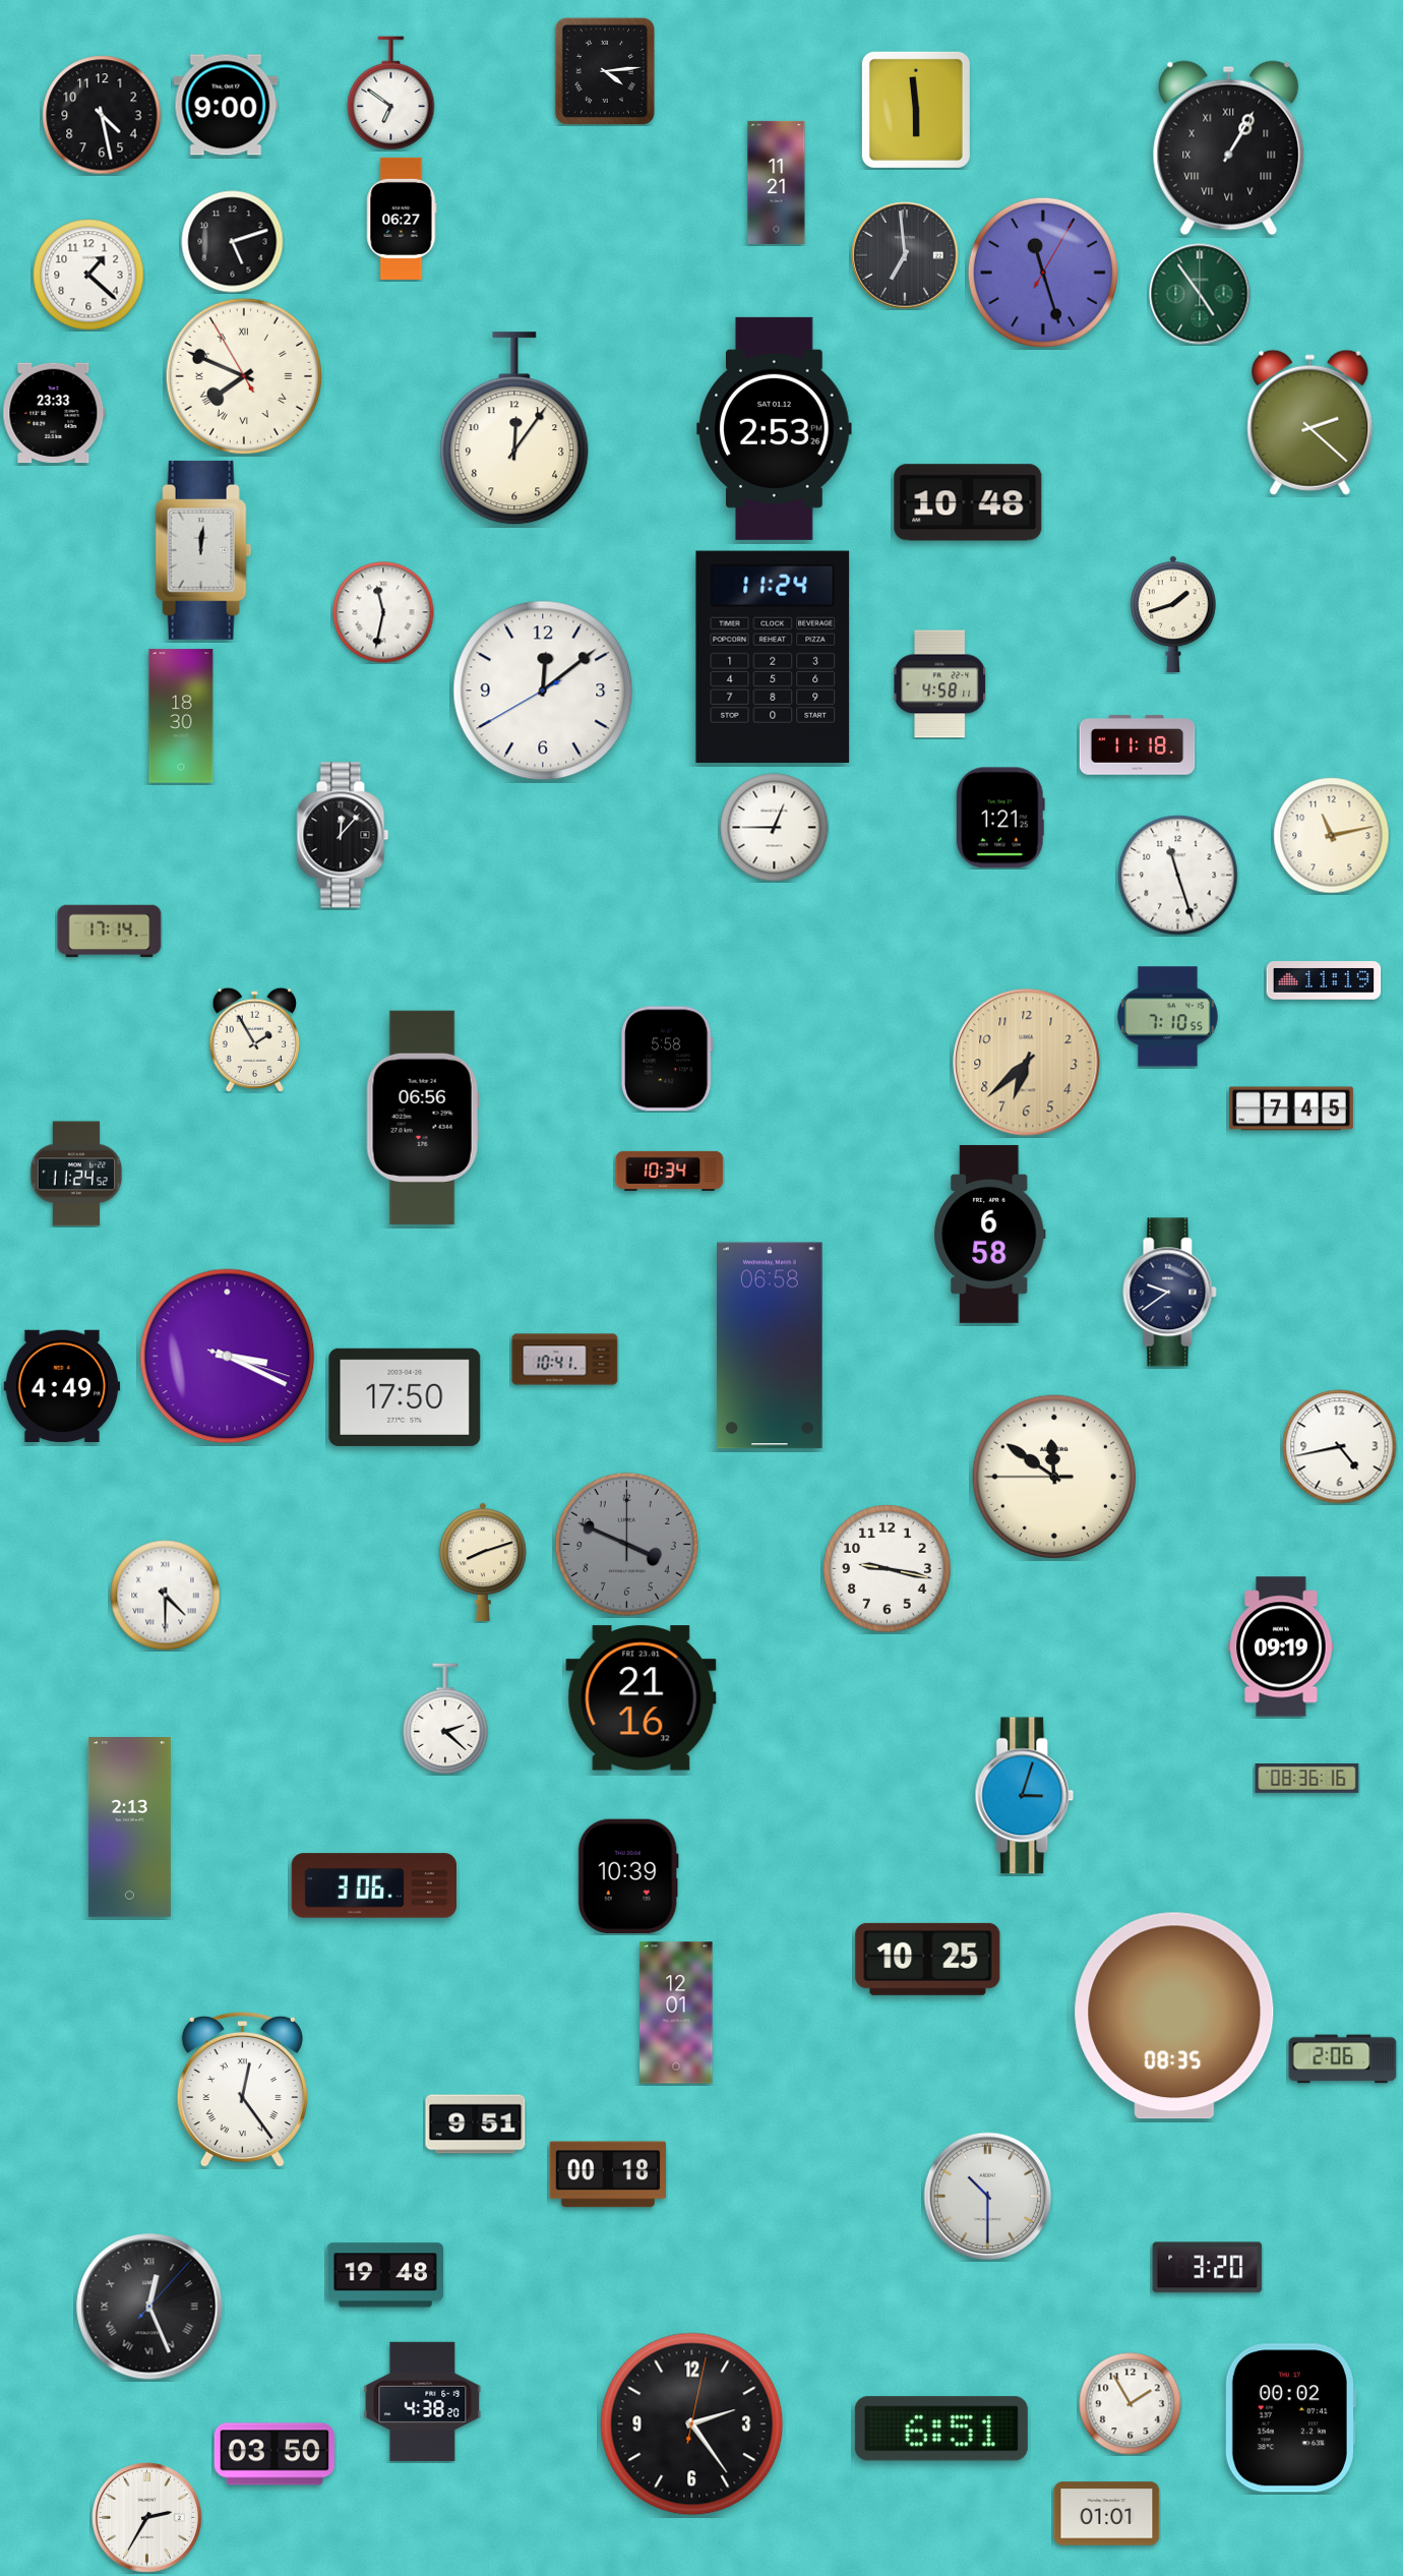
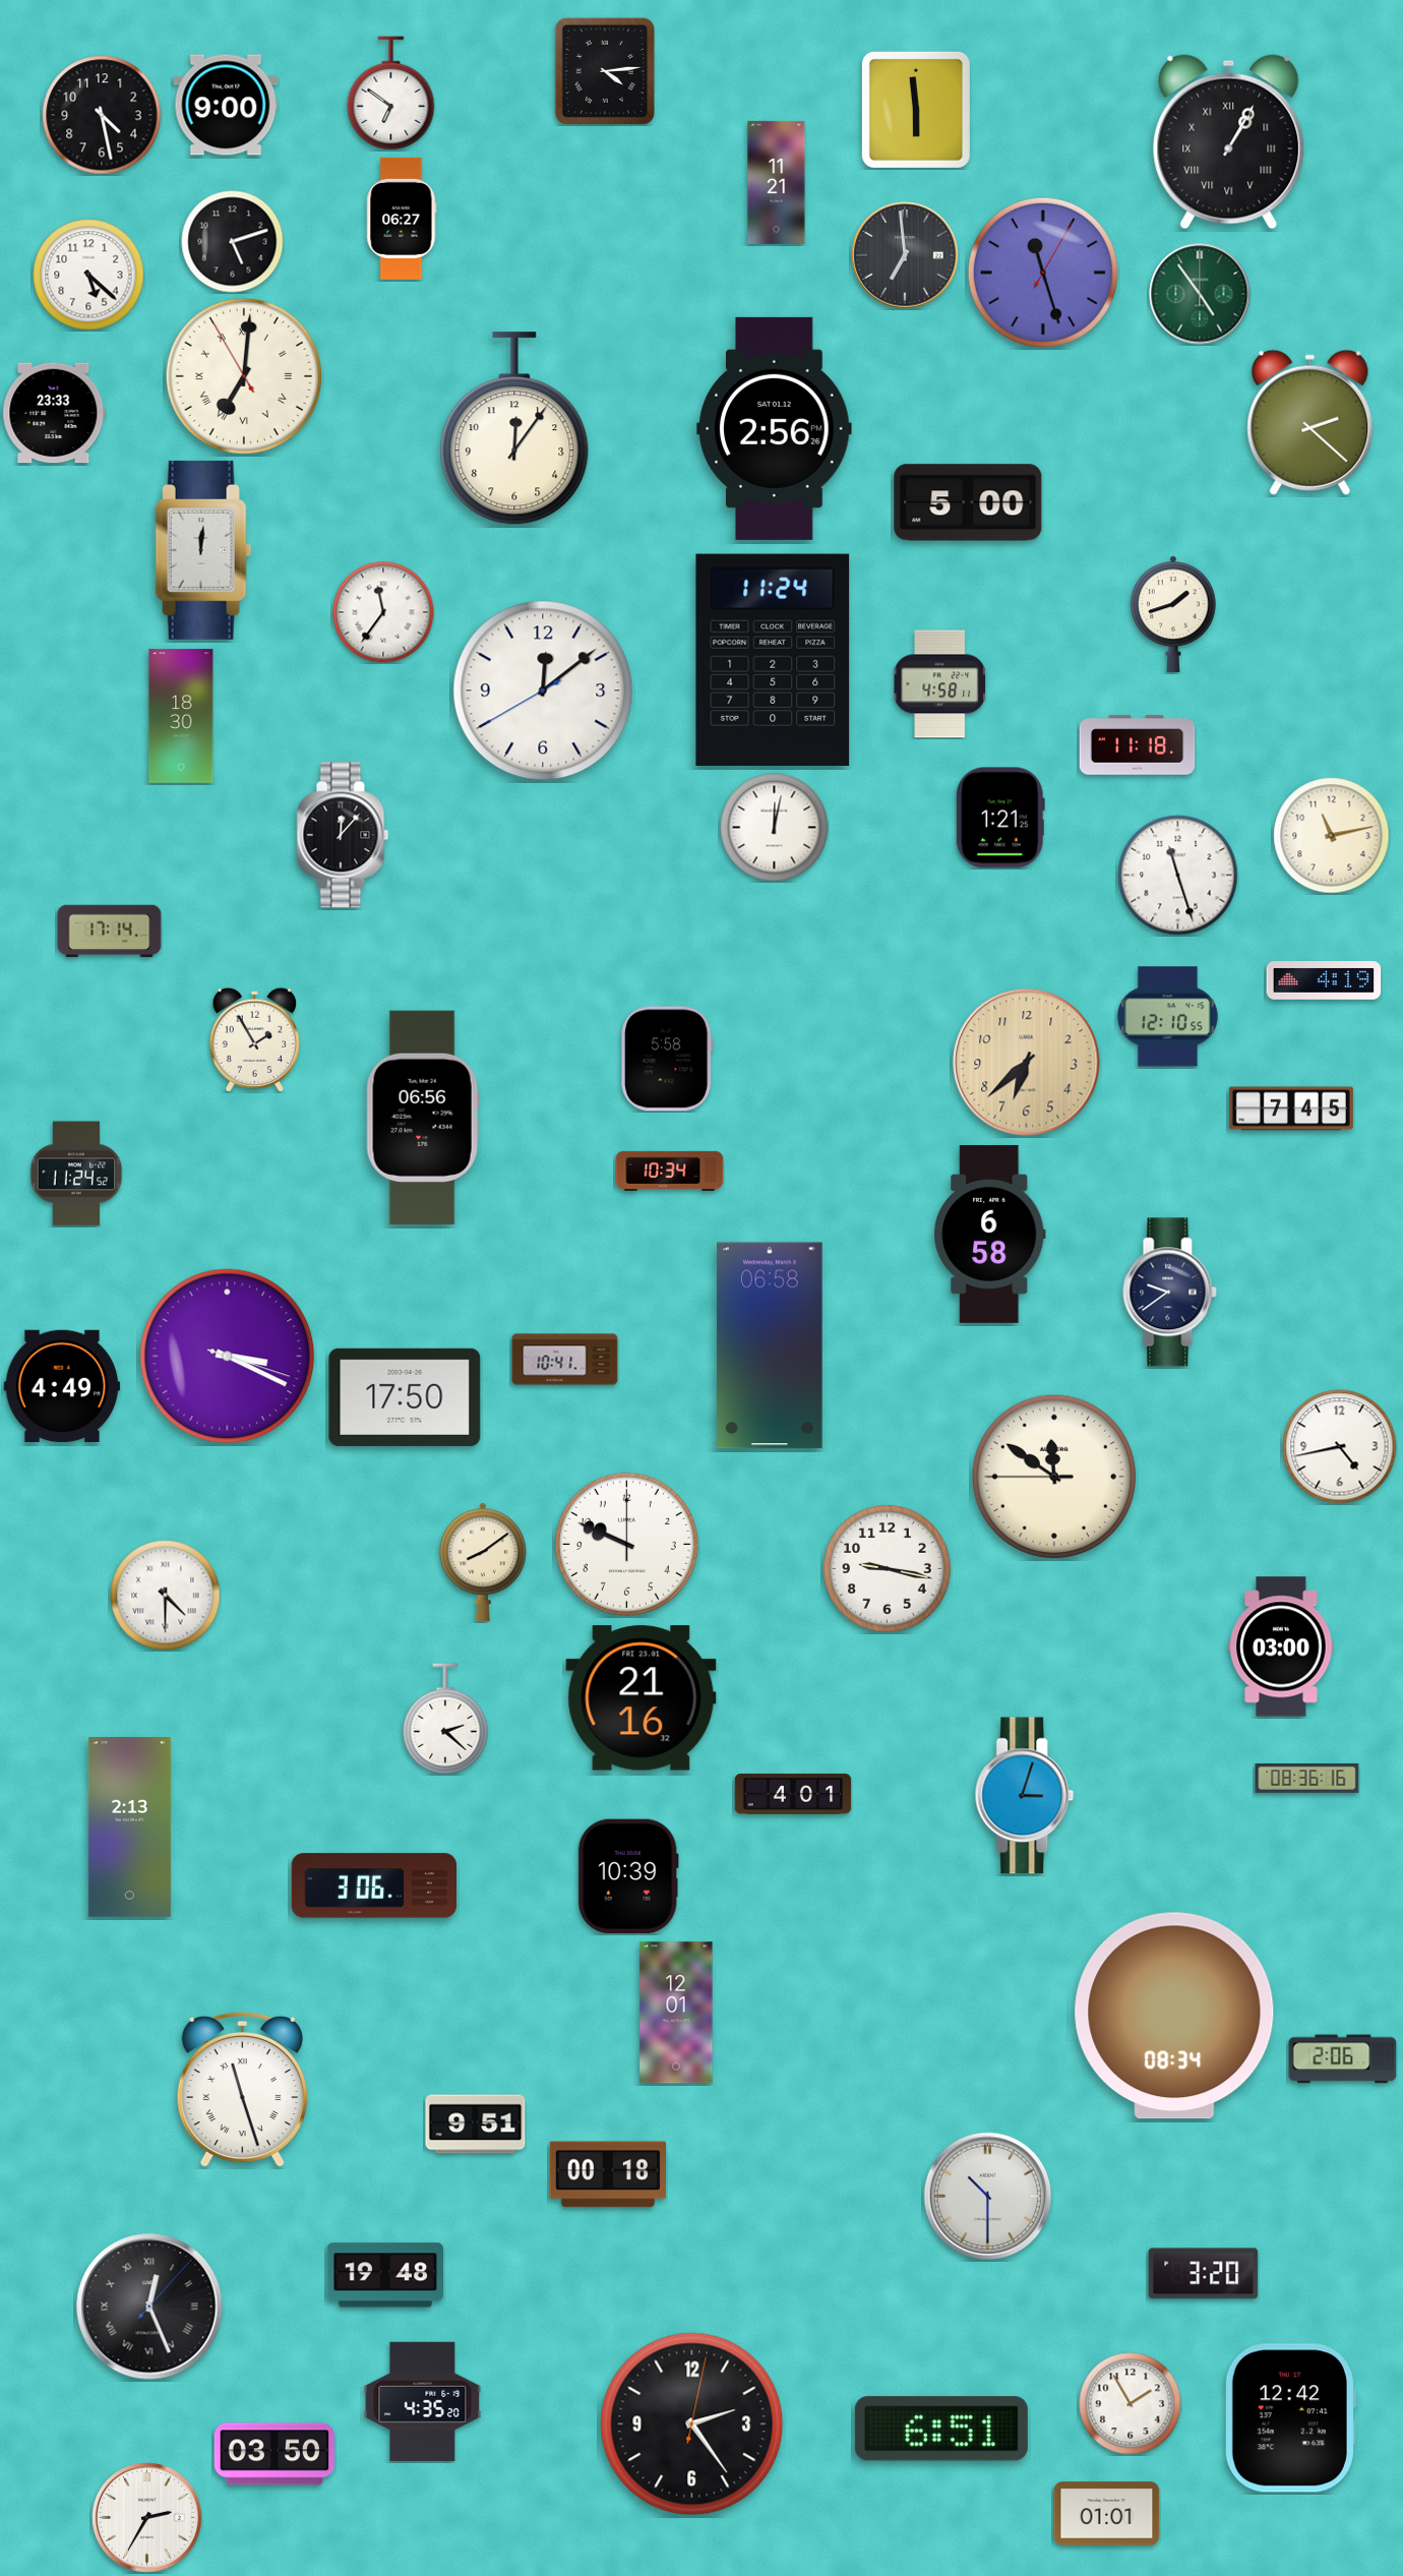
clock at (1229, 148) position: (1229, 148) -> (1229, 142)
clock at (88, 275): 1:22 -> 5:22
clock at (244, 376): 7:48 -> 7:00
clock at (775, 428): 2:53 -> 2:56
clock at (968, 502): 10:48 -> 5:00
clock at (383, 612): 11:32 -> 11:36
clock at (773, 656) position: (773, 656) -> (773, 659)
clock at (775, 828): 12:45 -> 12:02
clock at (1324, 980): 11:19 -> 4:19
clock at (1168, 1017): 7:10 -> 12:10
clock at (626, 1544): 3:49 -> 9:49
clock at (626, 1544) dial: grey -> white
clock at (483, 1561): 8:12 -> 8:09
clock at (1281, 1646): 09:19 -> 03:00
clock at (793, 1794): none -> 4:01
clock at (928, 1959): 10:25 -> none
clock at (1174, 2016): 08:35 -> 08:34
clock at (242, 2090): 12:24 -> 11:27
clock at (1208, 2268) position: (1208, 2268) -> (1204, 2274)
clock at (423, 2401): 4:38 -> 4:35
clock at (1290, 2418): 00:02 -> 12:42
